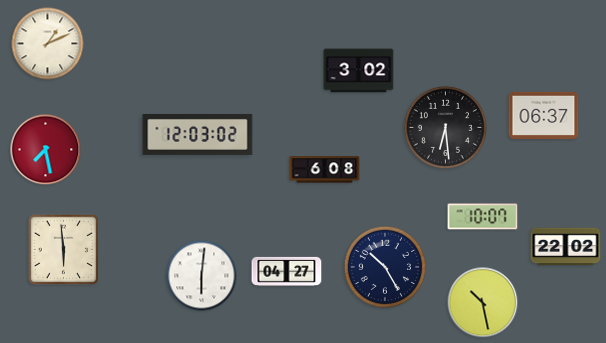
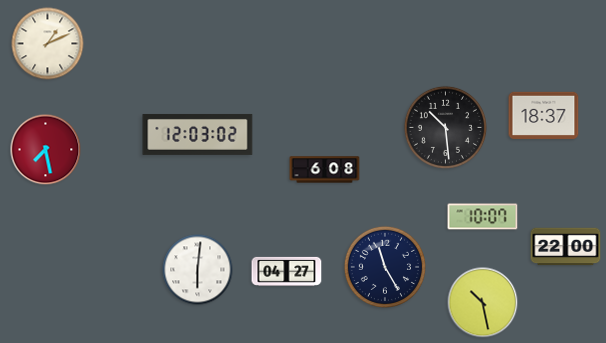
clock at (359, 71): 3:02 -> none
clock at (544, 115): 06:37 -> 18:37
clock at (445, 127): 6:29 -> 10:29
clock at (566, 247): 22:02 -> 22:00
clock at (64, 250): 5:59 -> none
clock at (385, 267): 10:25 -> 11:25
clock at (202, 276) position: (202, 276) -> (198, 270)
